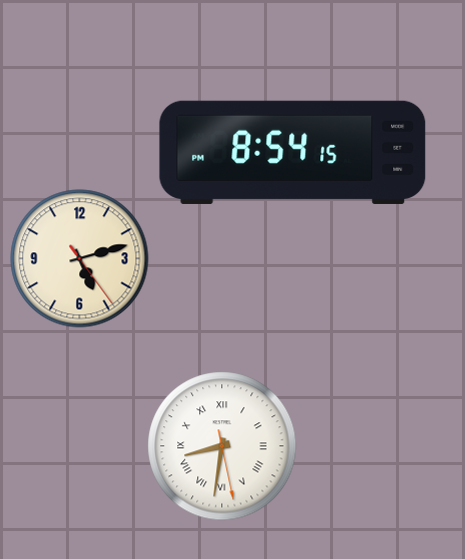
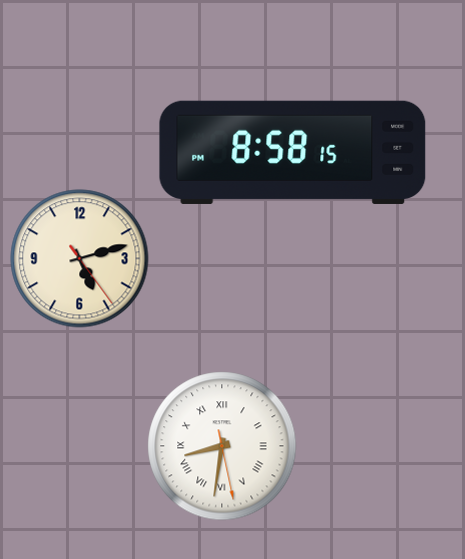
clock at (293, 152): 8:54 -> 8:58
